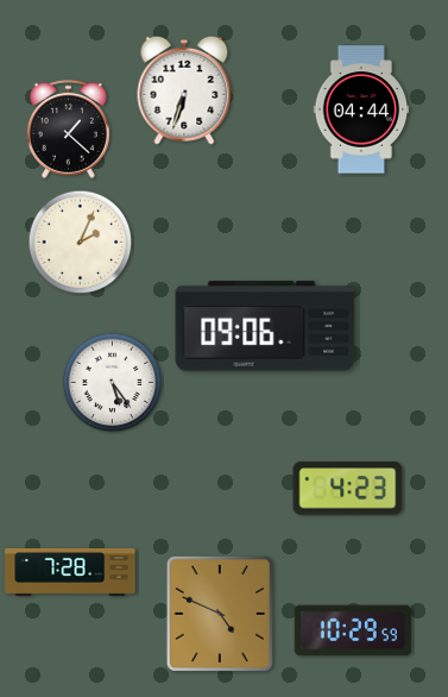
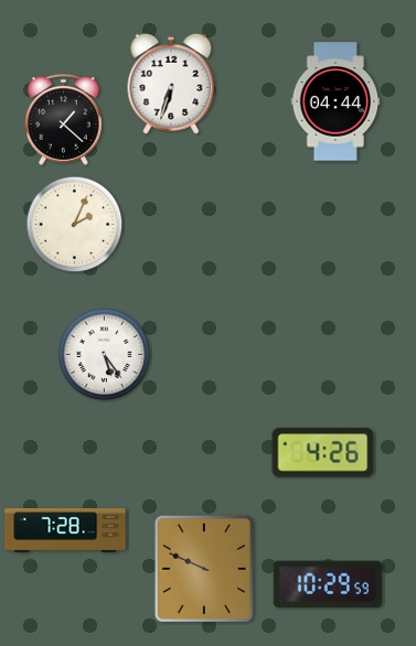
clock at (265, 326): 09:06 -> none
clock at (348, 489): 4:23 -> 4:26
clock at (220, 614): 4:49 -> 9:49
